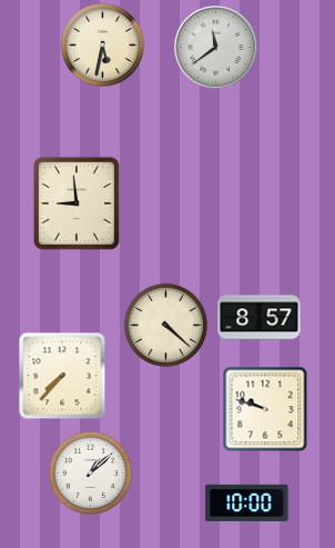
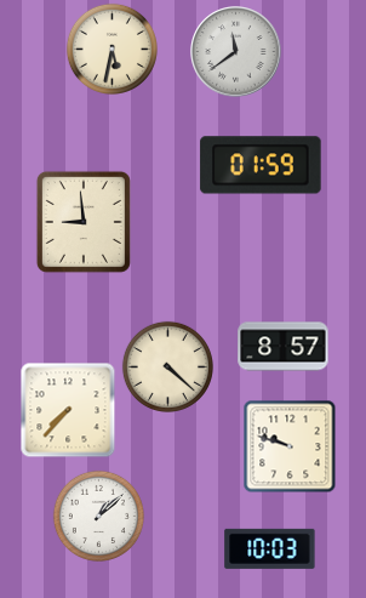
clock at (261, 165): none -> 01:59
clock at (165, 325) position: (165, 325) -> (167, 366)
clock at (247, 502): 10:00 -> 10:03
